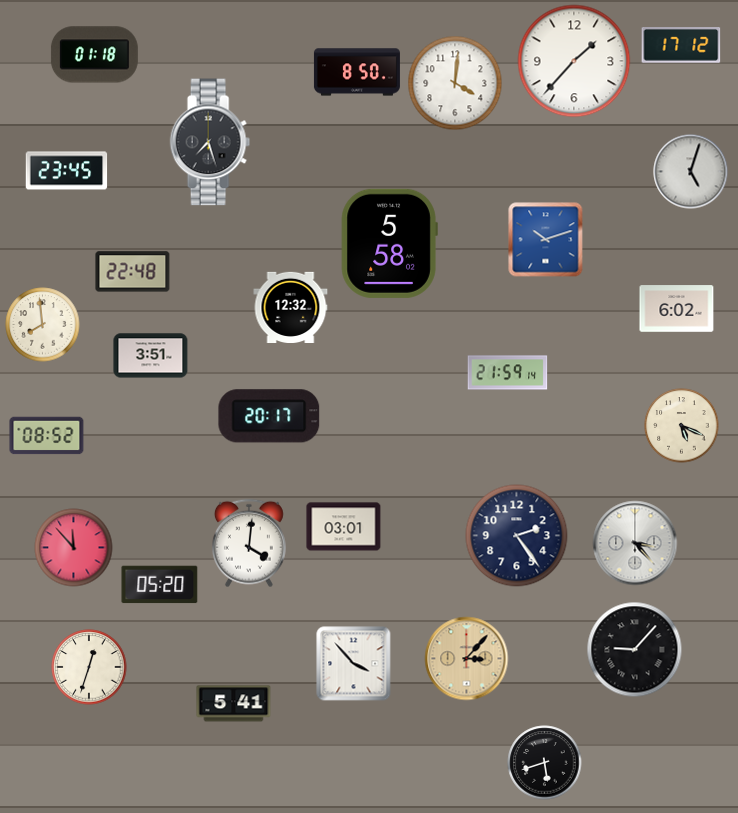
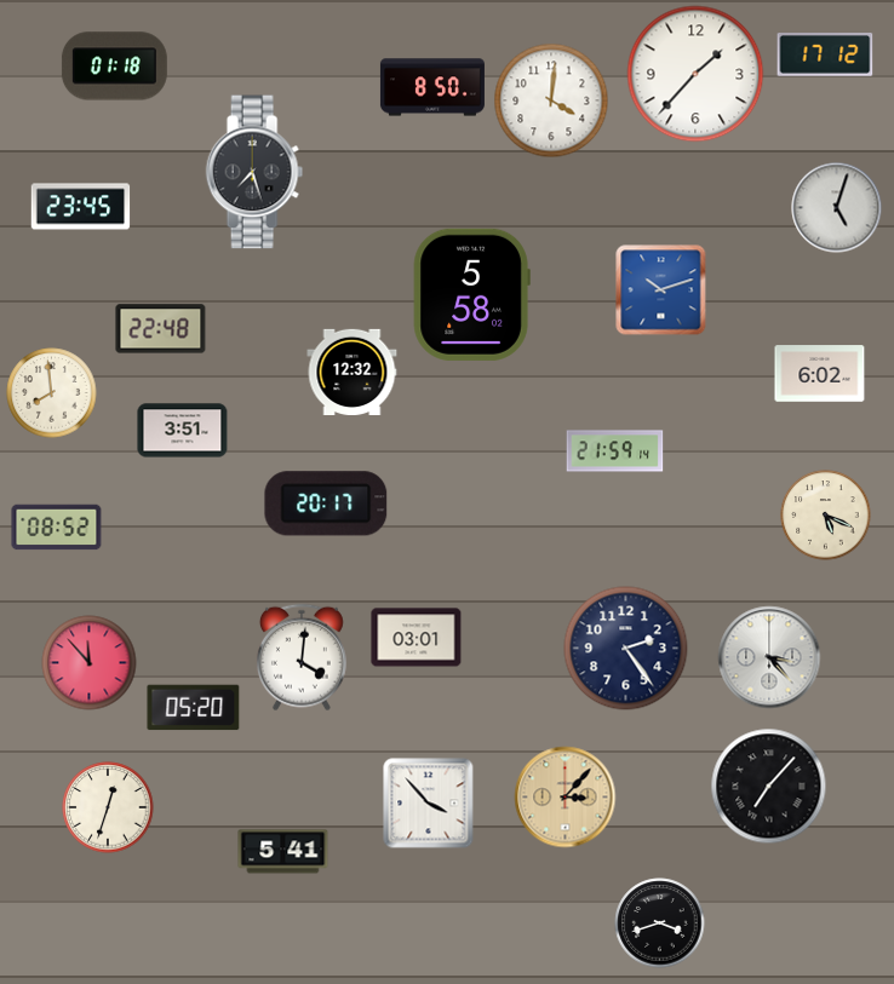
clock at (635, 650): 9:07 -> 7:07
clock at (545, 763): 5:42 -> 3:42
